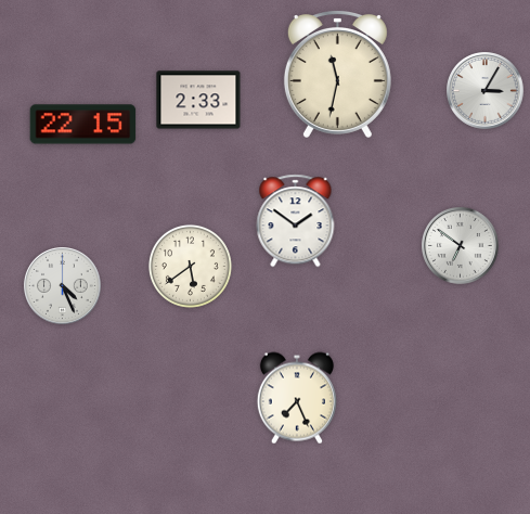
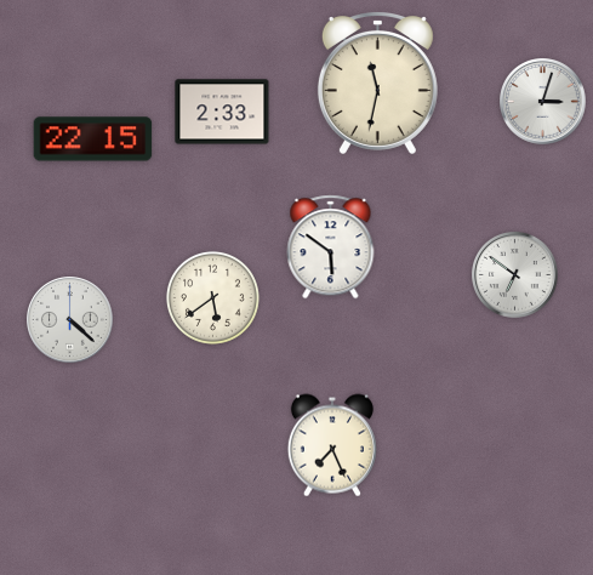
clock at (486, 91): 3:05 -> 3:03
clock at (296, 221): 1:51 -> 5:51
clock at (63, 286): 4:26 -> 4:22
